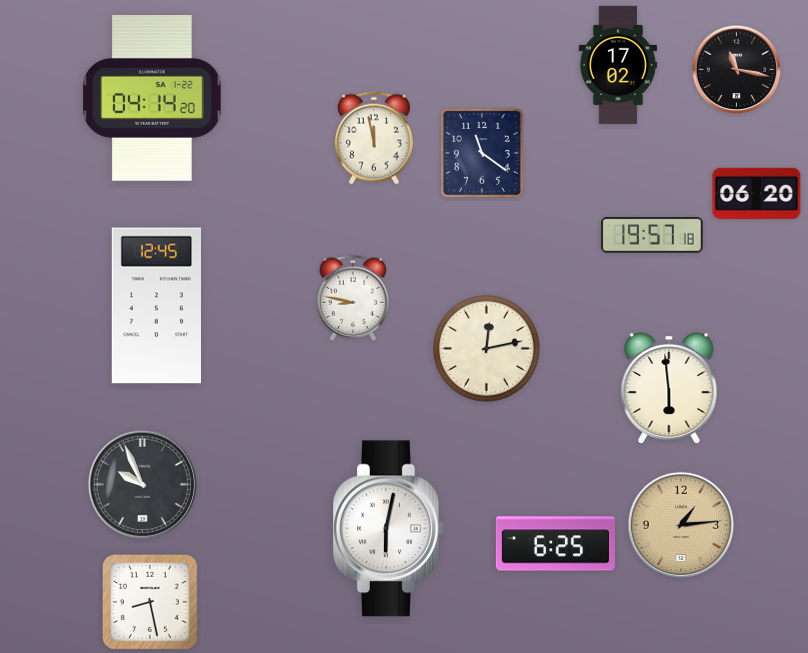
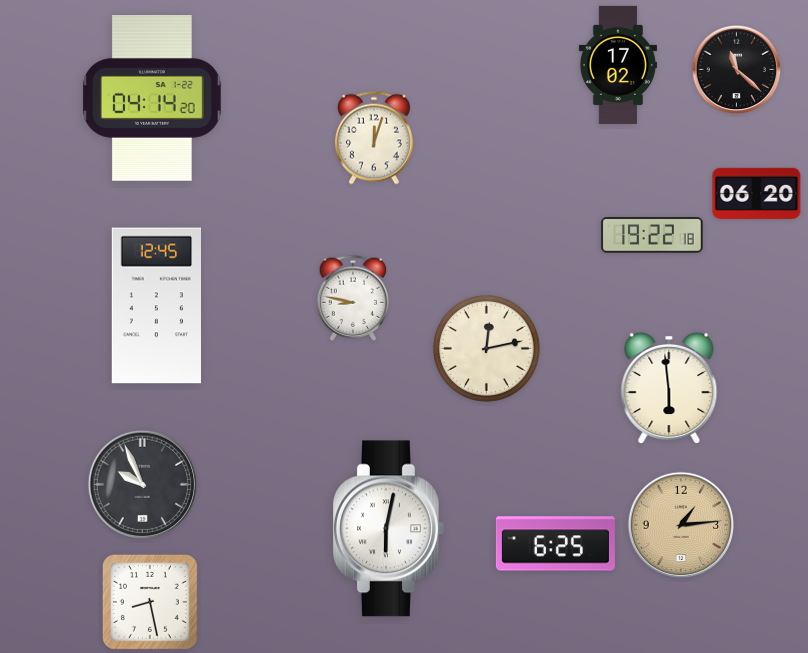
clock at (737, 70): 11:17 -> 11:22
clock at (374, 138): 11:58 -> 12:03
clock at (482, 153): 11:21 -> none
clock at (652, 235): 19:57 -> 19:22
